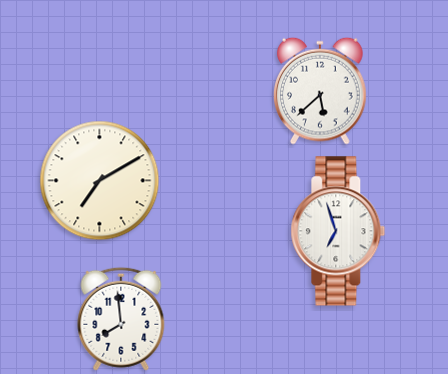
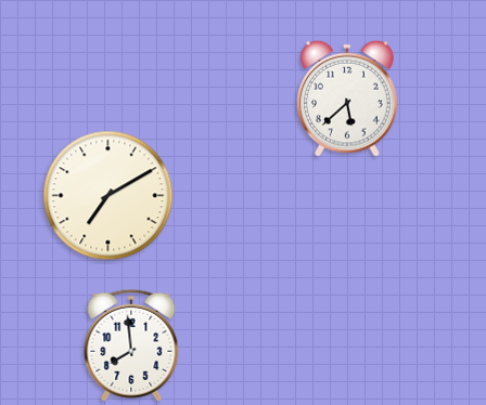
clock at (338, 231): 6:57 -> none
